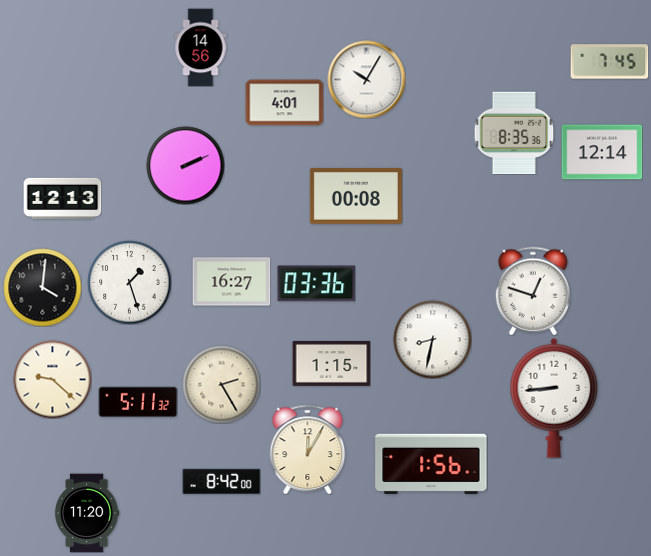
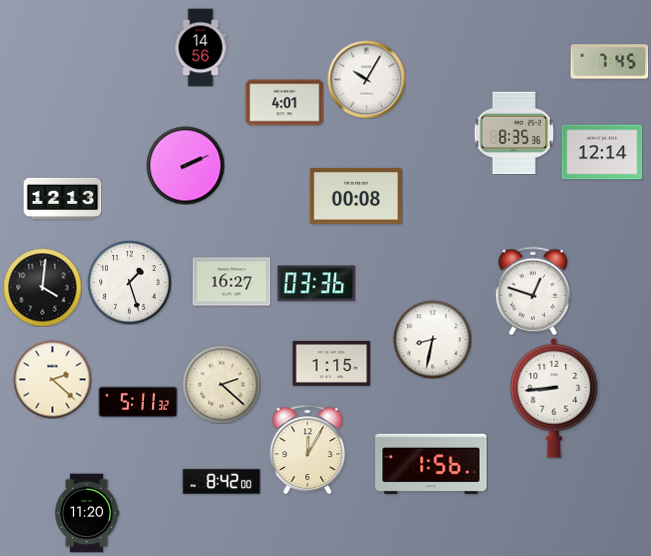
clock at (52, 379): 9:22 -> 2:22
clock at (221, 384): 2:25 -> 2:22
